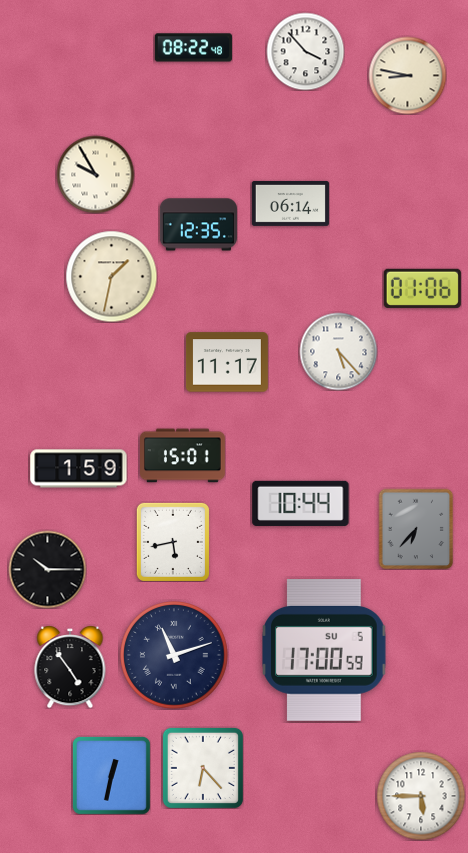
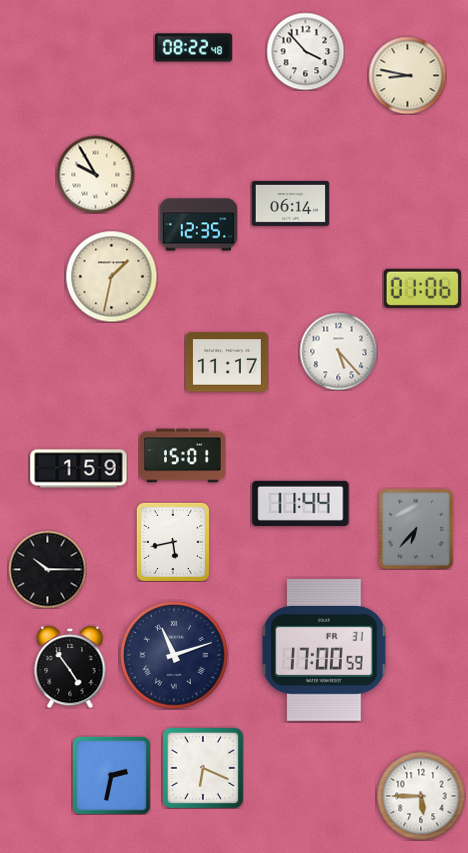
clock at (301, 503): 10:44 -> 11:44
clock at (325, 651) date: SU 5 -> FR 31
clock at (203, 768): 6:23 -> 6:19
clock at (111, 775): 12:32 -> 2:32
